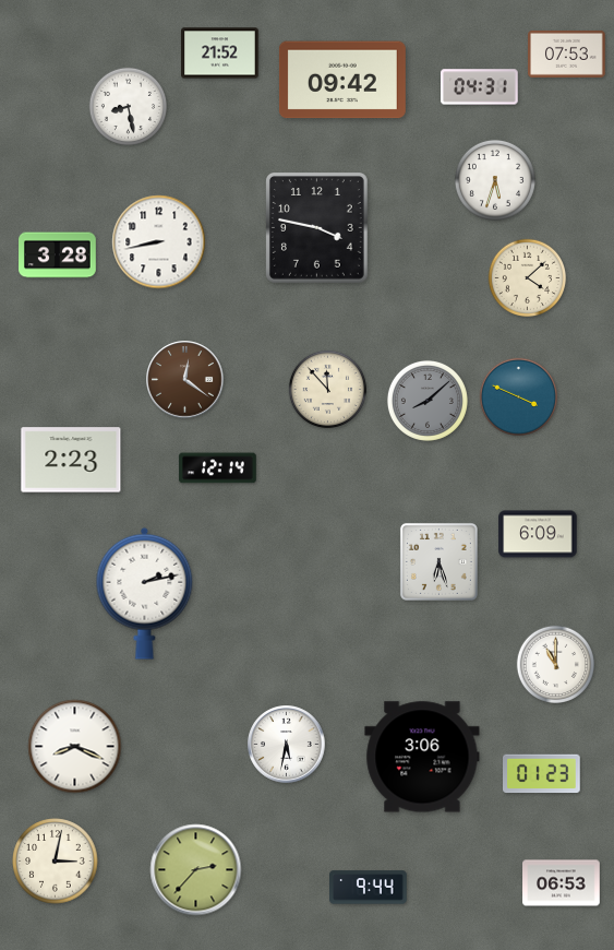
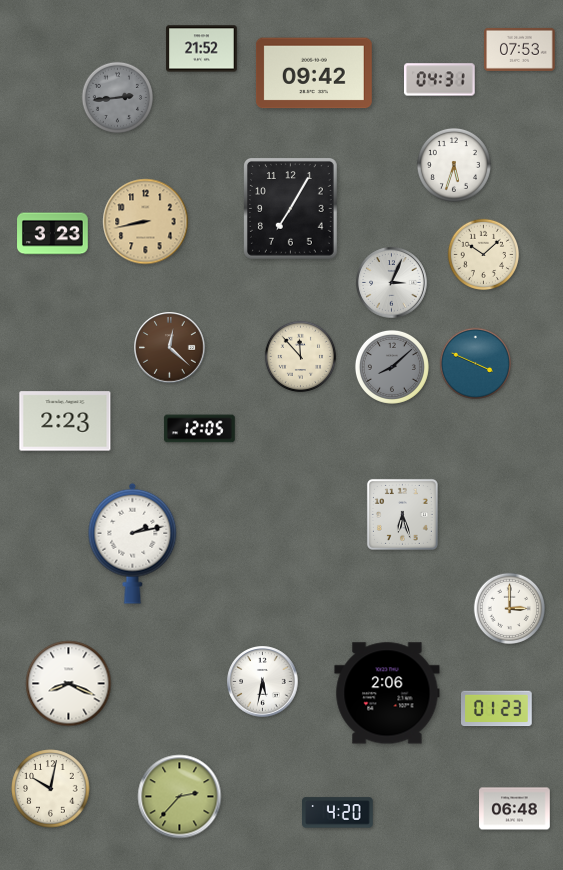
clock at (128, 106): 8:28 -> 2:44
clock at (128, 106) dial: white -> grey
clock at (316, 228): 3:47 -> 7:05
clock at (159, 242) dial: white -> champagne
clock at (58, 256): 3:28 -> 3:23
clock at (527, 277): 4:08 -> 10:08
clock at (392, 283): none -> 3:04
clock at (185, 380): 12:21 -> 12:22
clock at (218, 468): 12:14 -> 12:05
clock at (538, 534): 6:09 -> none
clock at (555, 664): 11:00 -> 3:00
clock at (422, 757): 3:06 -> 2:06
clock at (56, 862): 3:02 -> 10:02
clock at (562, 883): 06:53 -> 06:48
clock at (369, 888): 9:44 -> 4:20
